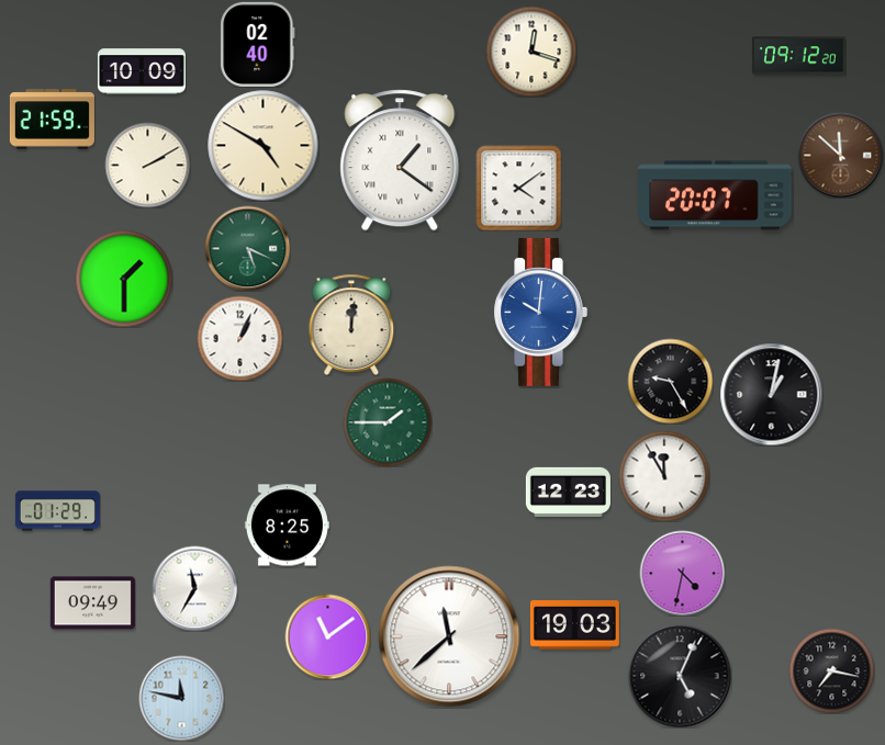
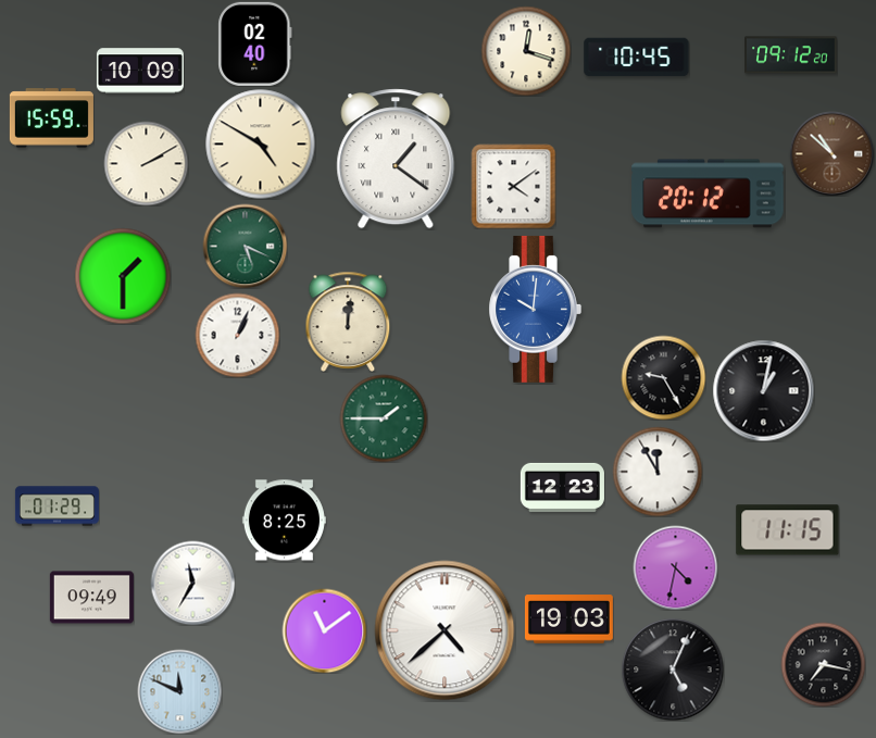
clock at (637, 58): none -> 10:45
clock at (52, 120): 21:59 -> 15:59
clock at (840, 155): 11:52 -> 10:52
clock at (715, 195): 20:07 -> 20:12
clock at (788, 530): none -> 11:15
clock at (449, 636): 11:38 -> 4:38
clock at (181, 698): 11:47 -> 11:49
